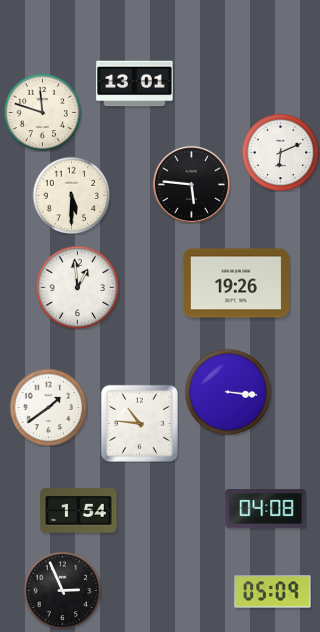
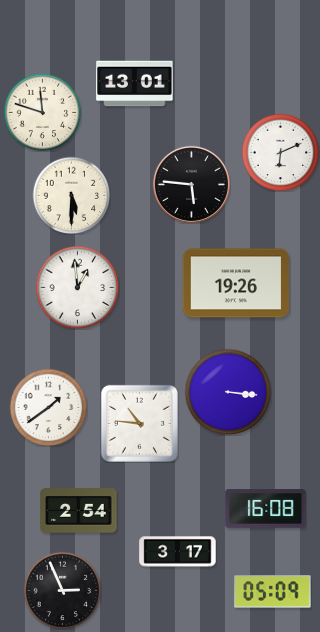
clock at (266, 509): 04:08 -> 16:08
clock at (79, 511): 1:54 -> 2:54
clock at (178, 552): none -> 3:17
